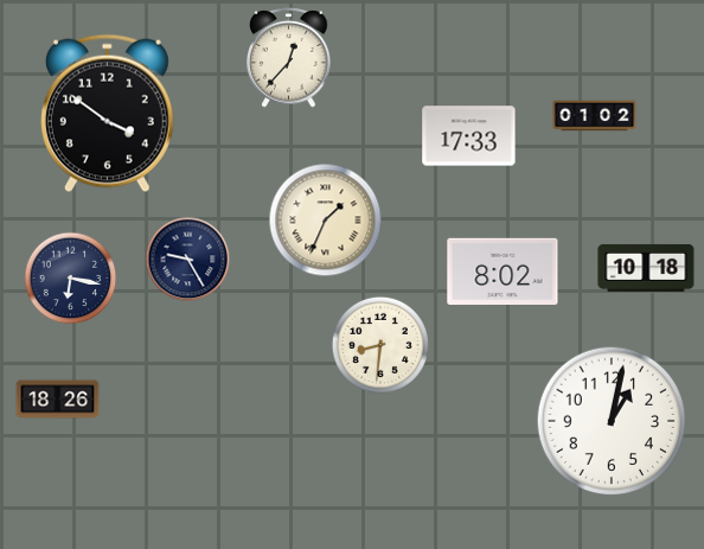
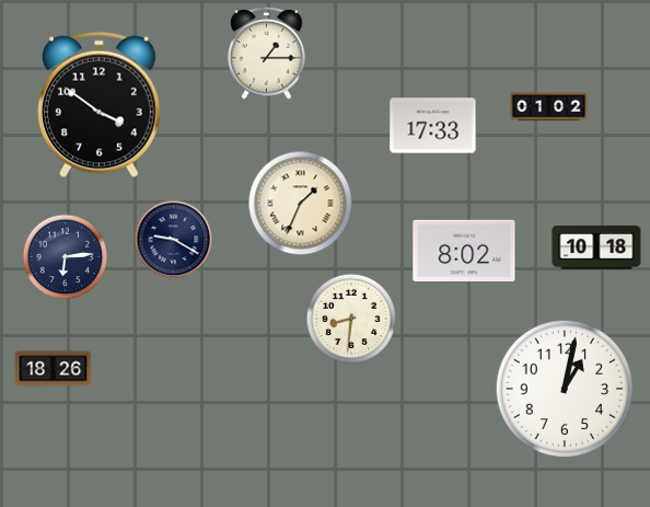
clock at (289, 58): 12:37 -> 1:15
clock at (188, 260): 9:25 -> 9:20
clock at (71, 279): 6:17 -> 6:14
